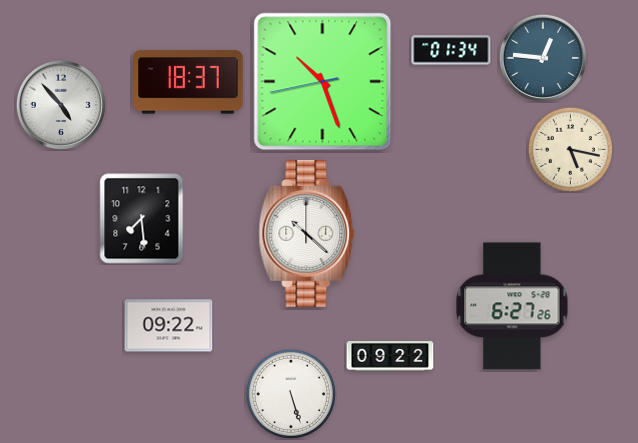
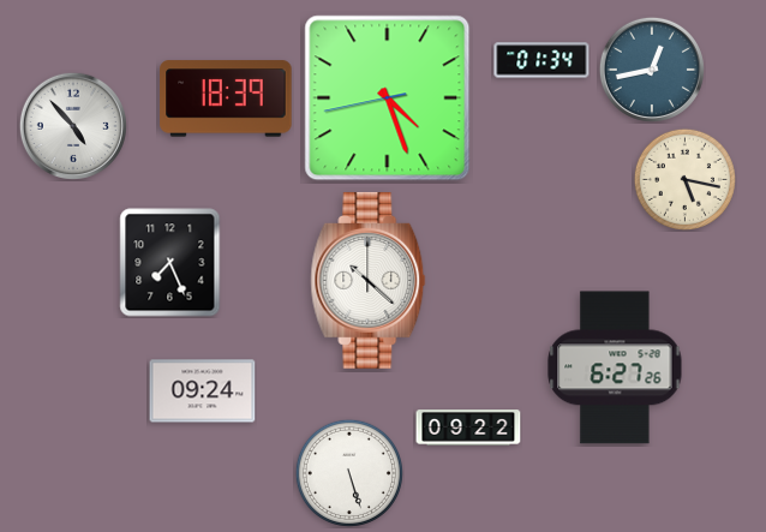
clock at (543, 58): 12:46 -> 12:43
clock at (188, 82): 18:37 -> 18:39
clock at (323, 82): 10:26 -> 4:26
clock at (142, 219): 7:29 -> 7:26
clock at (169, 326): 09:22 -> 09:24
